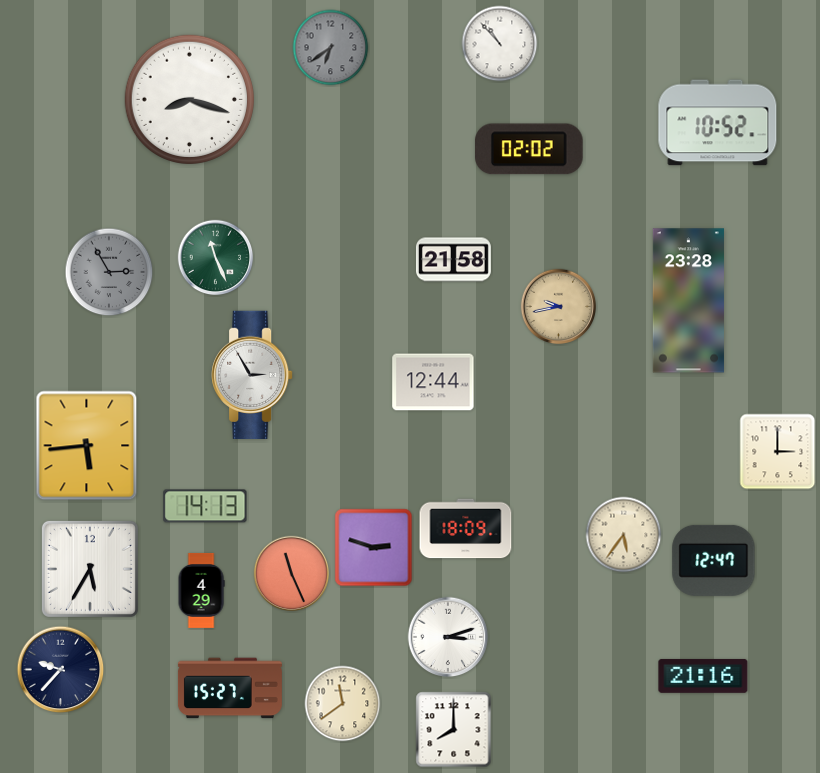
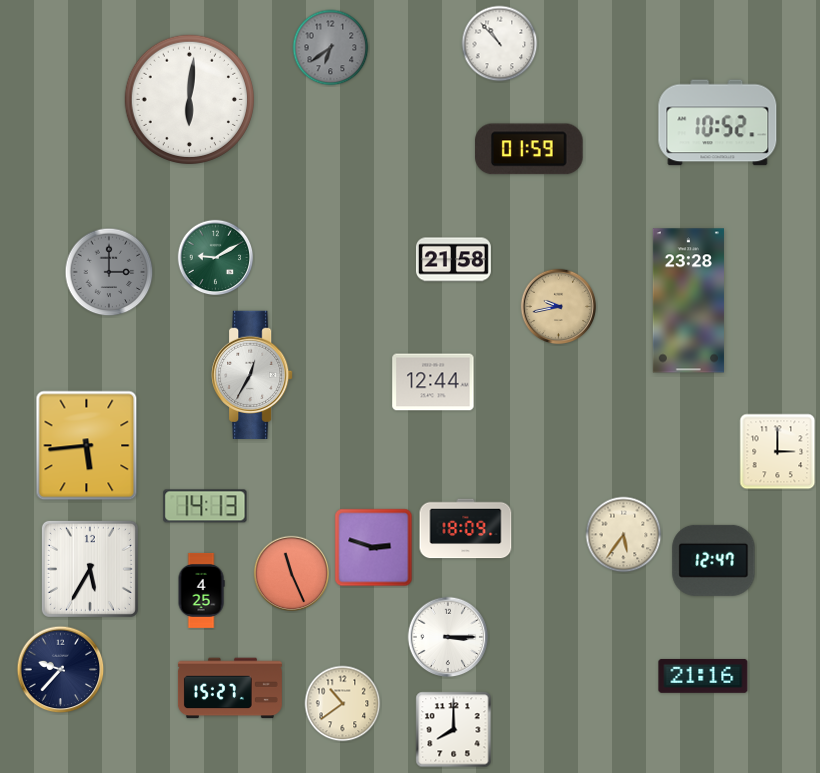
clock at (189, 99): 8:18 -> 6:01
clock at (529, 149): 02:02 -> 01:59
clock at (216, 258): 11:26 -> 9:10
clock at (109, 272): 2:55 -> 3:00
clock at (252, 374): 2:55 -> 12:35
clock at (201, 590): 4:29 -> 4:25
clock at (448, 637): 3:12 -> 3:15
clock at (343, 704): 11:39 -> 10:39
